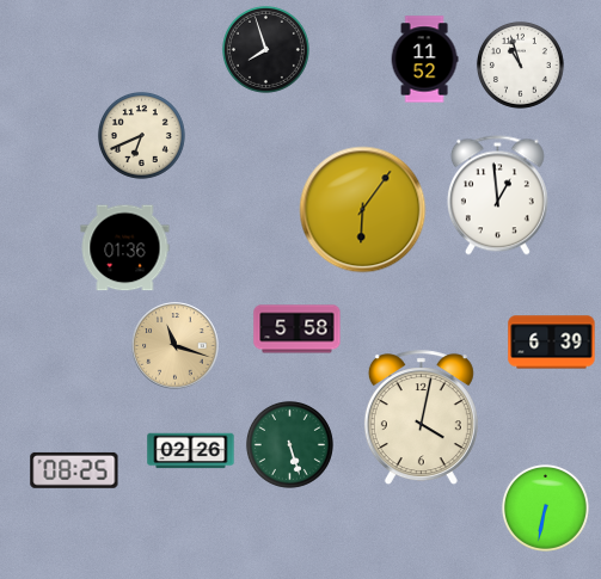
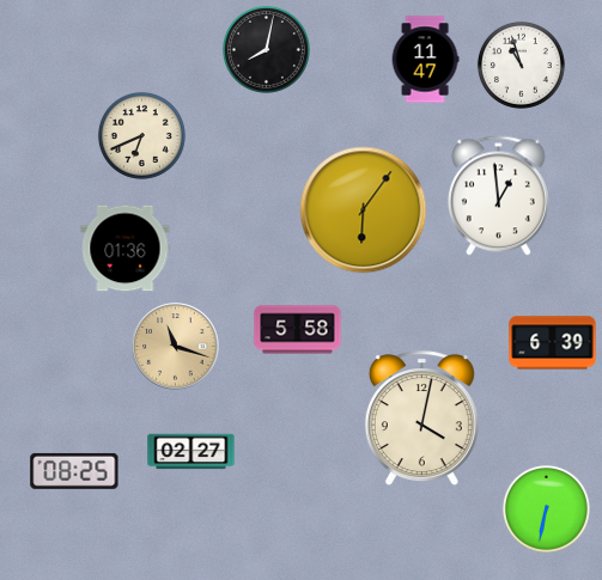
clock at (265, 49): 7:57 -> 8:02
clock at (424, 60): 11:52 -> 11:47
clock at (289, 444): 5:27 -> none
clock at (191, 451): 02:26 -> 02:27
